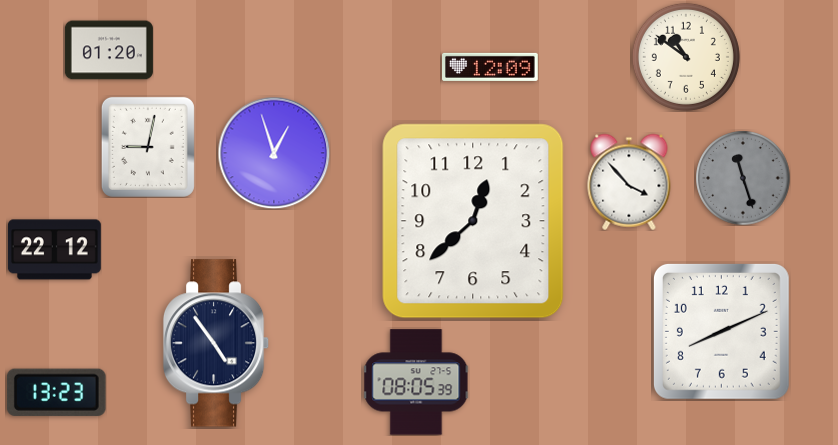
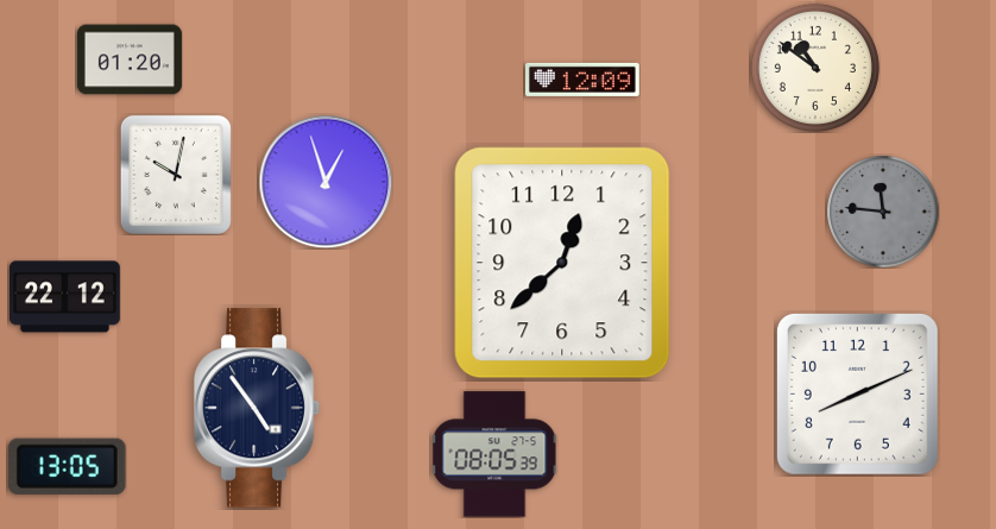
clock at (148, 147): 9:02 -> 10:02
clock at (743, 178): 11:27 -> 11:46
clock at (629, 182): 3:53 -> none
clock at (56, 392): 13:23 -> 13:05
